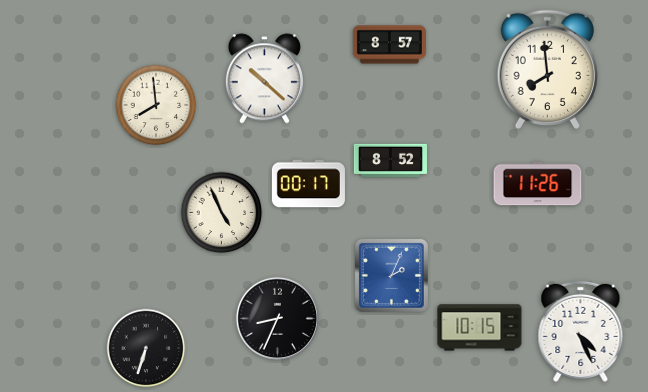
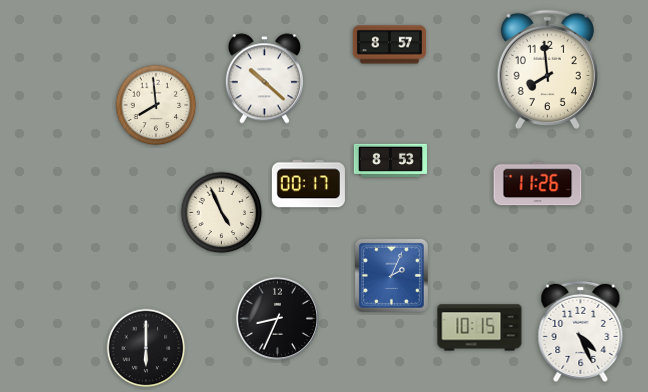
clock at (390, 160): 8:52 -> 8:53
clock at (146, 348): 6:33 -> 6:00
